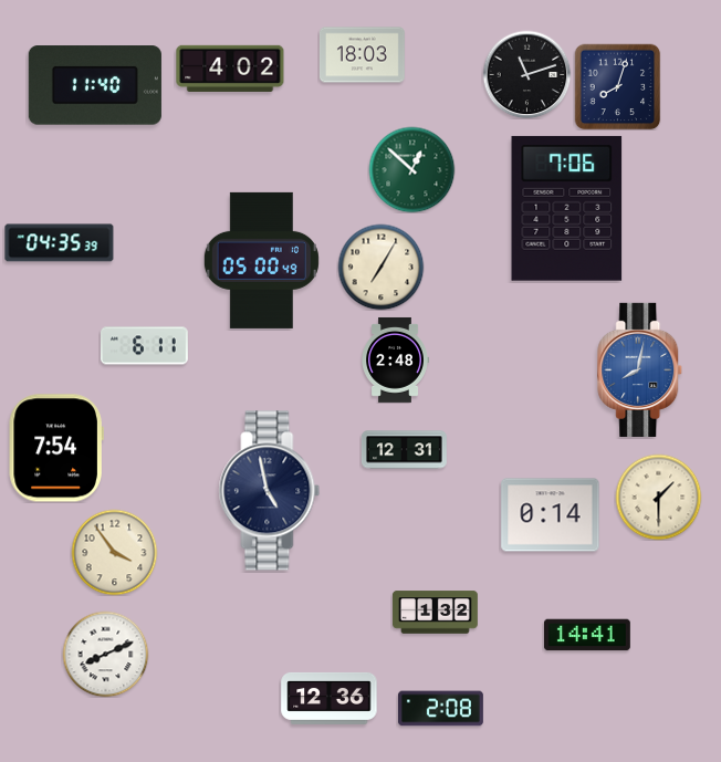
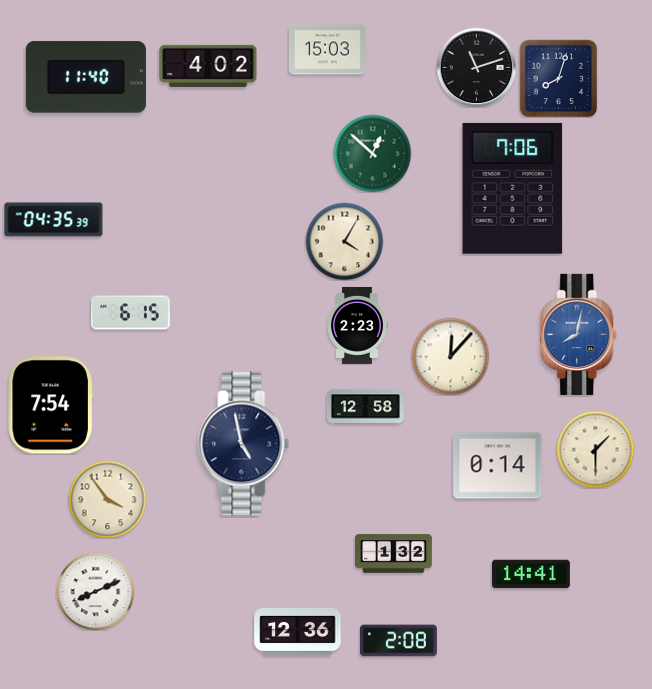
clock at (362, 55): 18:03 -> 15:03
clock at (230, 69) position: (230, 69) -> (208, 66)
clock at (261, 260): 05:00 -> none
clock at (380, 267): 7:05 -> 4:05
clock at (145, 346): 6:11 -> 6:15
clock at (395, 359): 2:48 -> 2:23
clock at (450, 356): none -> 12:07
clock at (404, 450): 12:31 -> 12:58
clock at (114, 552) position: (114, 552) -> (107, 499)
